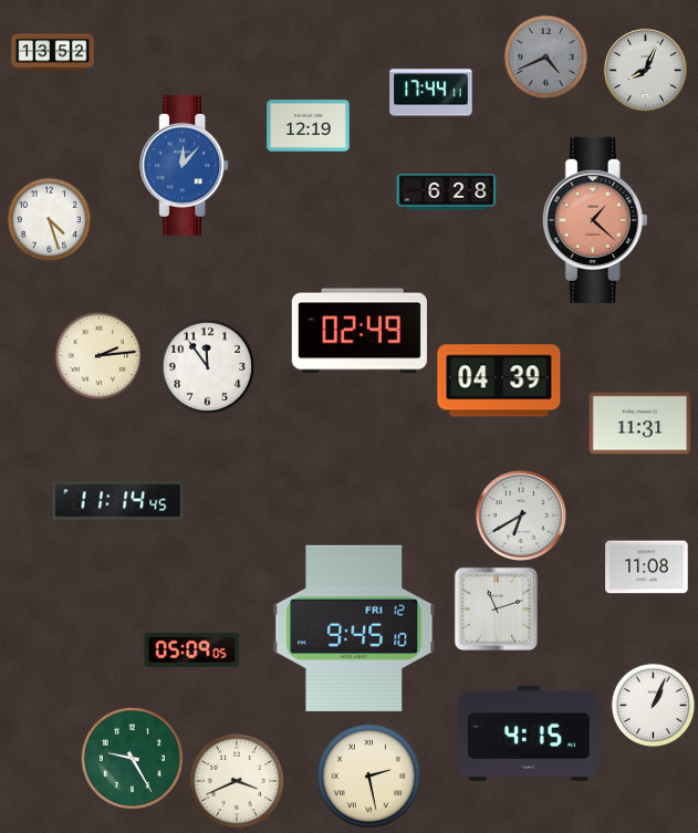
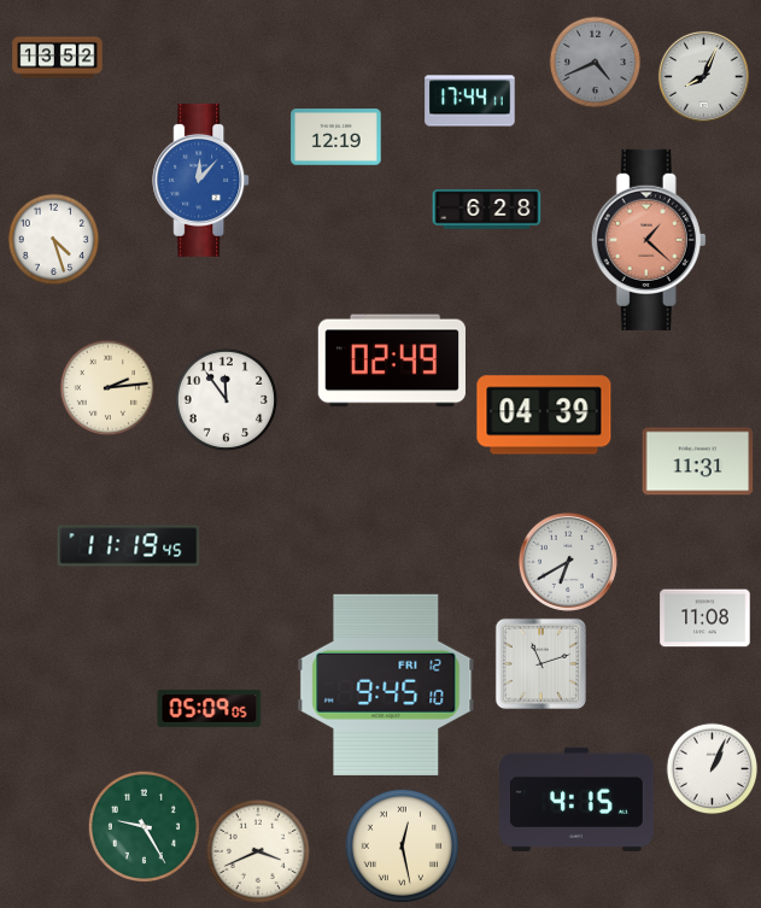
clock at (118, 501): 11:14 -> 11:19
clock at (368, 775): 2:28 -> 12:28
